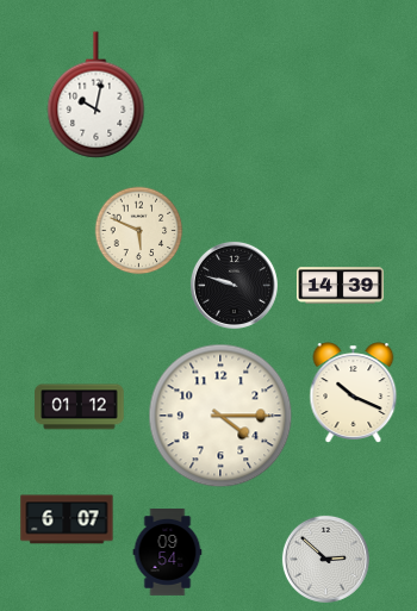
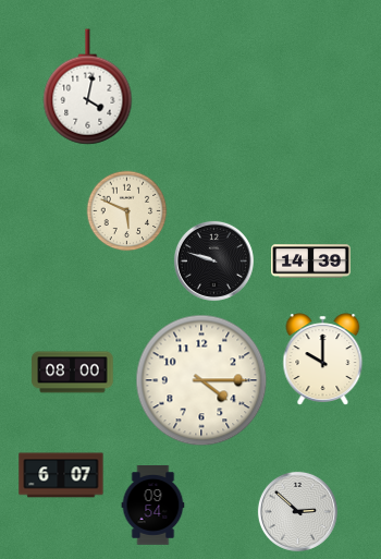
clock at (97, 95): 10:02 -> 4:02
clock at (354, 393): 10:19 -> 10:00
clock at (80, 407): 01:12 -> 08:00
